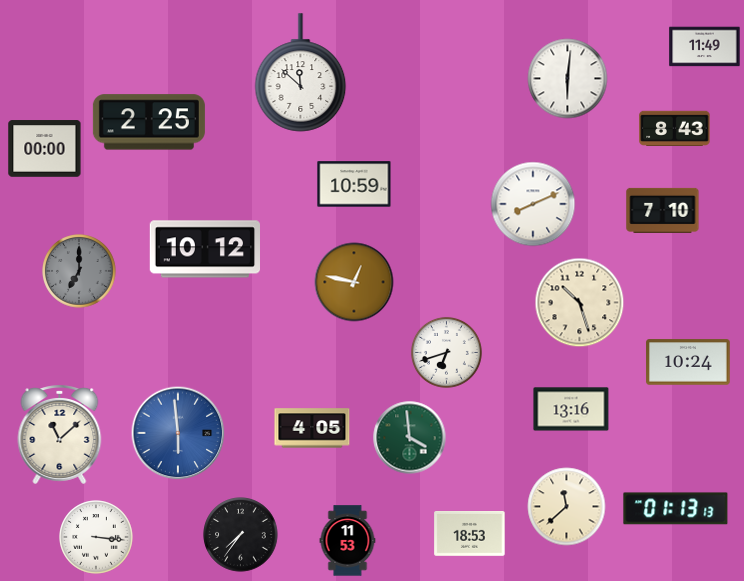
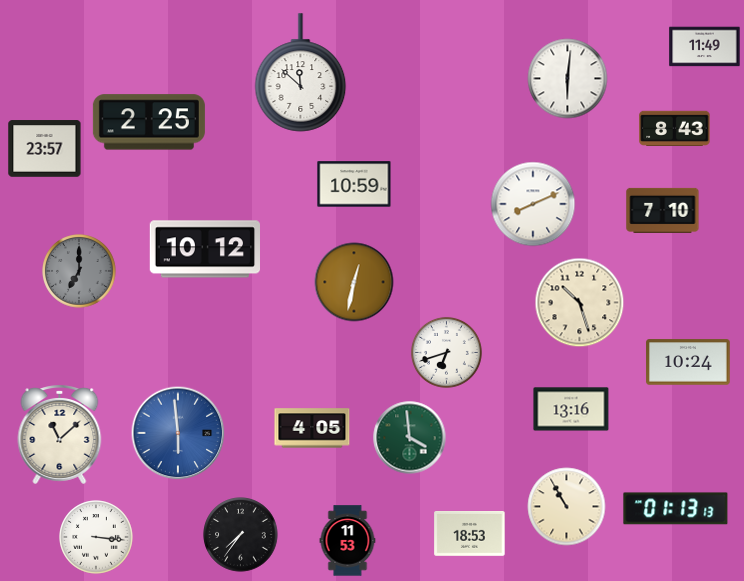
clock at (45, 149): 00:00 -> 23:57
clock at (354, 282): 12:47 -> 12:32
clock at (567, 507): 11:38 -> 10:55
